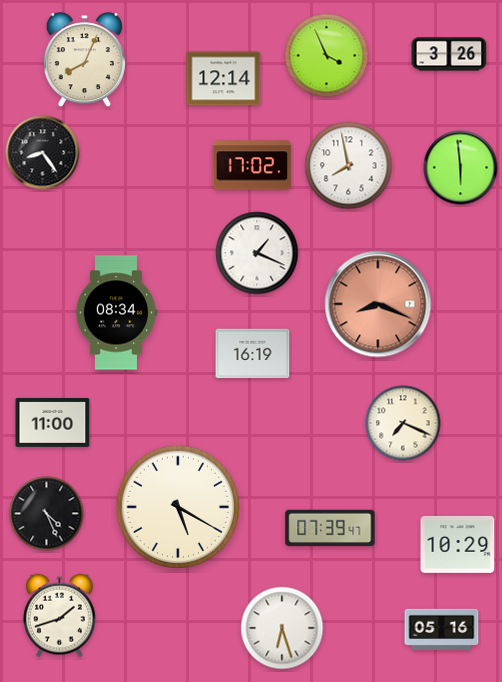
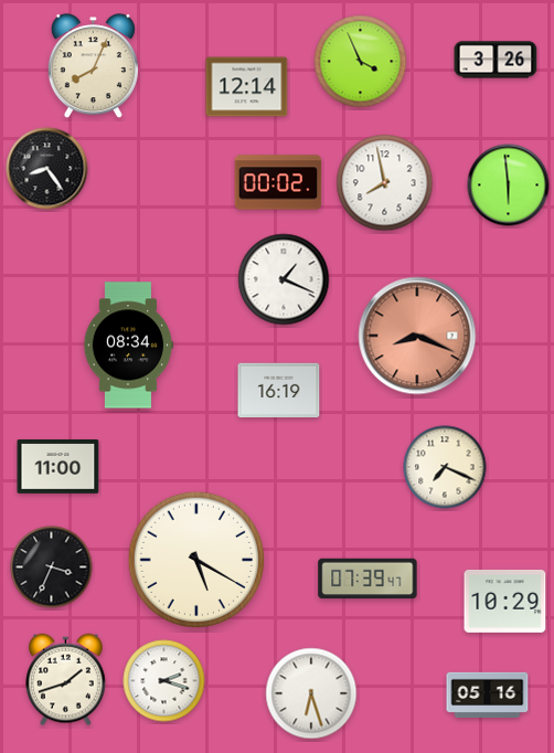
clock at (252, 165): 17:02 -> 00:02
clock at (47, 514): 4:26 -> 3:34
clock at (330, 528) position: (330, 528) -> (367, 579)
clock at (164, 681): none -> 2:18
